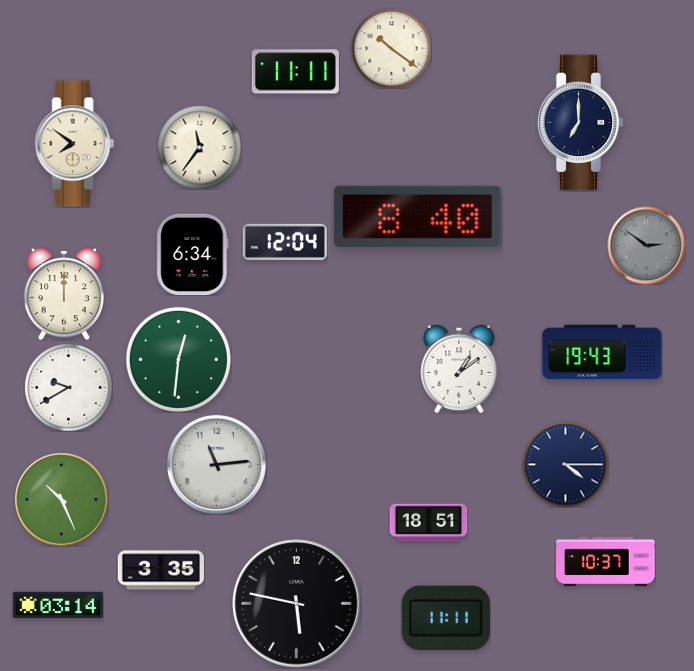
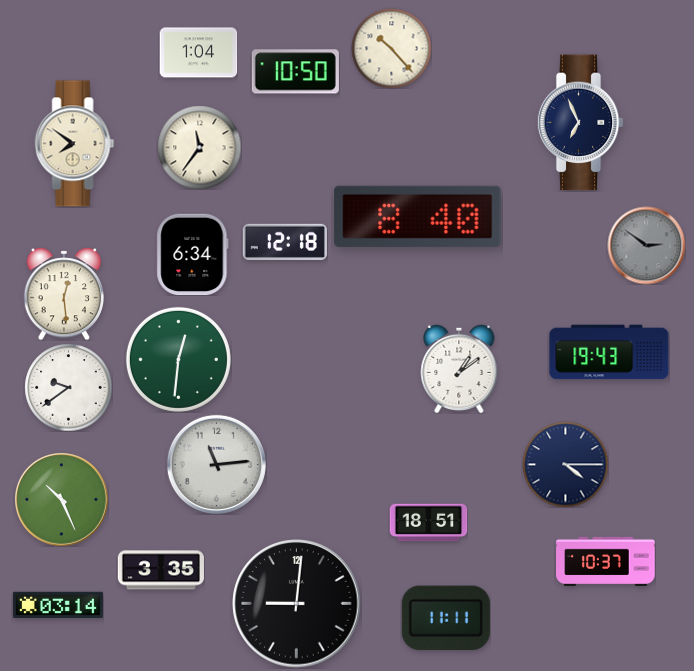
clock at (391, 48): 10:21 -> 10:23
clock at (198, 53): none -> 1:04
clock at (295, 72): 11:11 -> 10:50
clock at (580, 123): 7:00 -> 6:56
clock at (285, 242): 12:04 -> 12:18
clock at (64, 294): 12:00 -> 12:29
clock at (602, 352) position: (602, 352) -> (609, 352)
clock at (68, 387): 9:40 -> 9:39
clock at (297, 604): 5:47 -> 9:01
